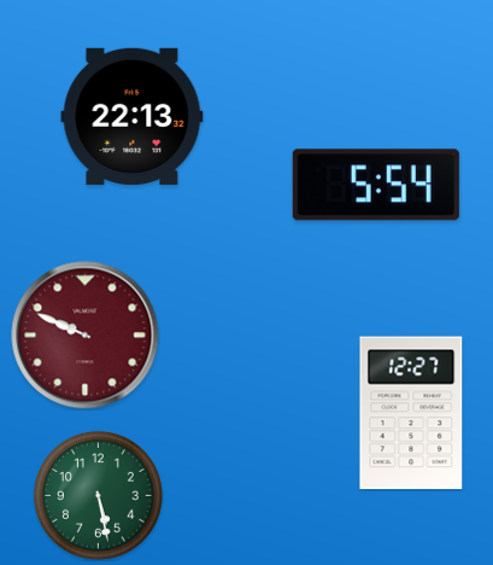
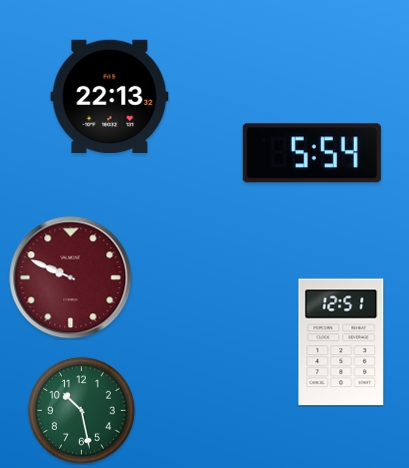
clock at (411, 413): 12:27 -> 12:51
clock at (98, 495): 5:28 -> 10:28
